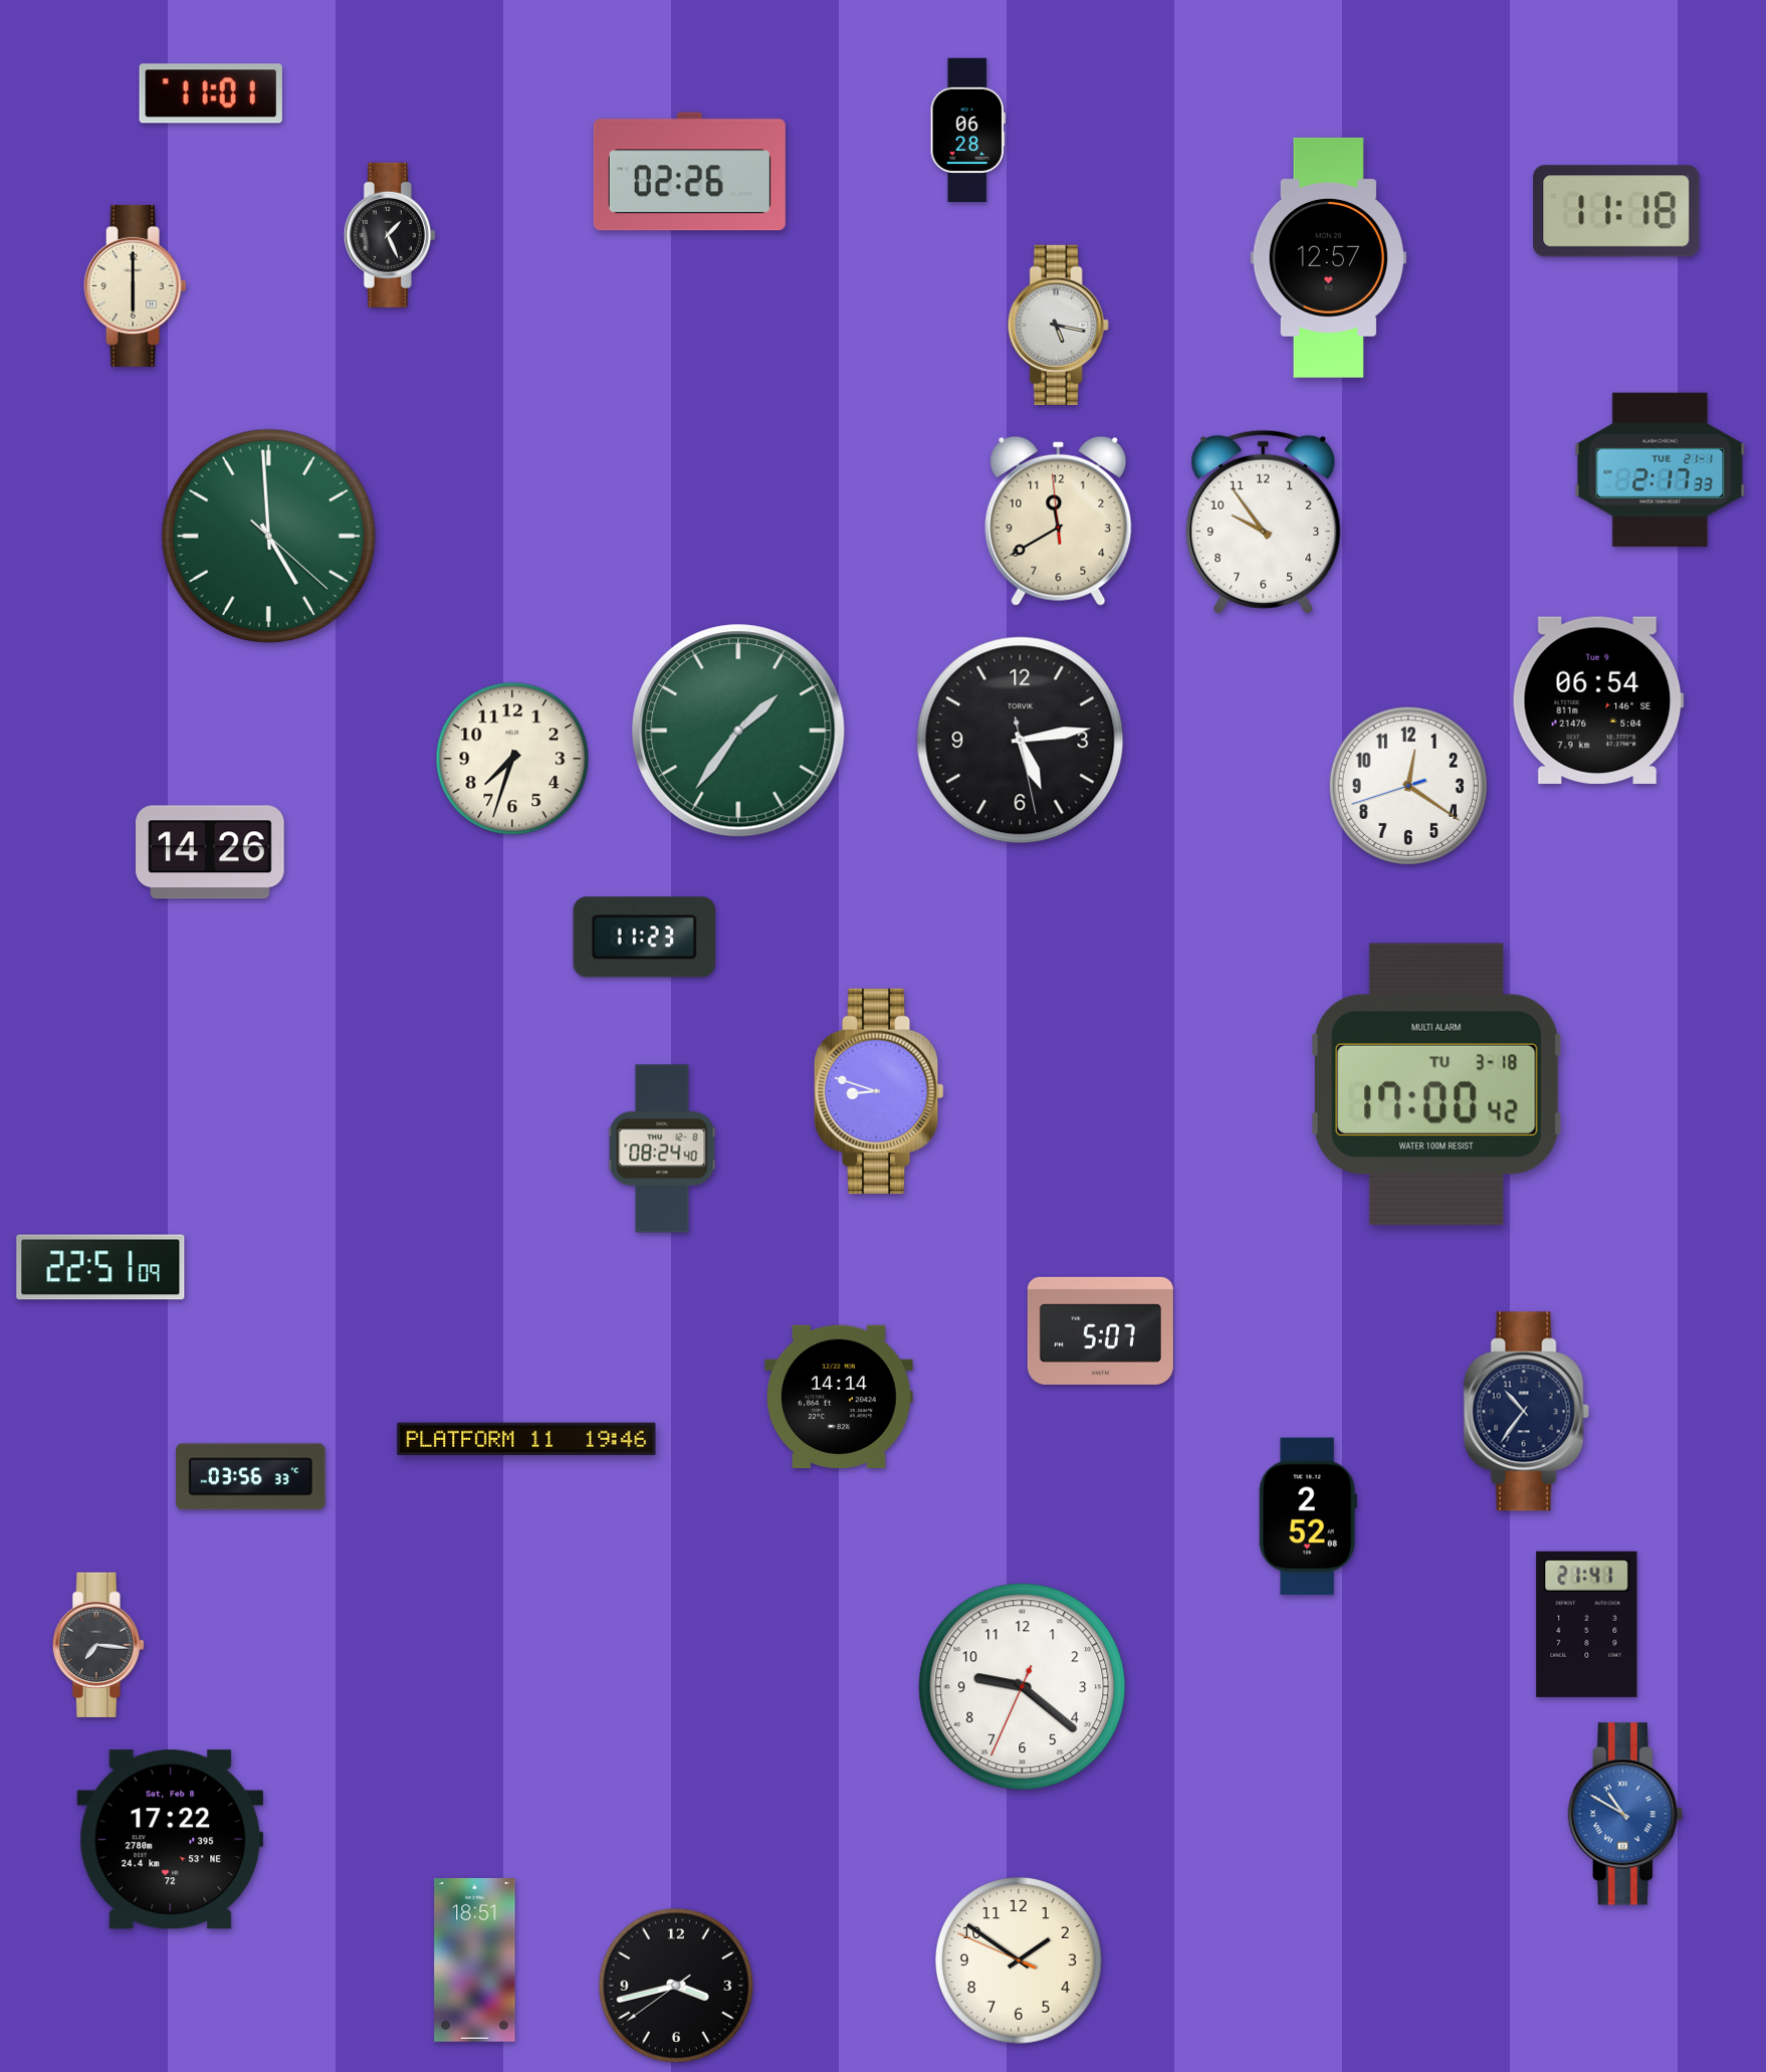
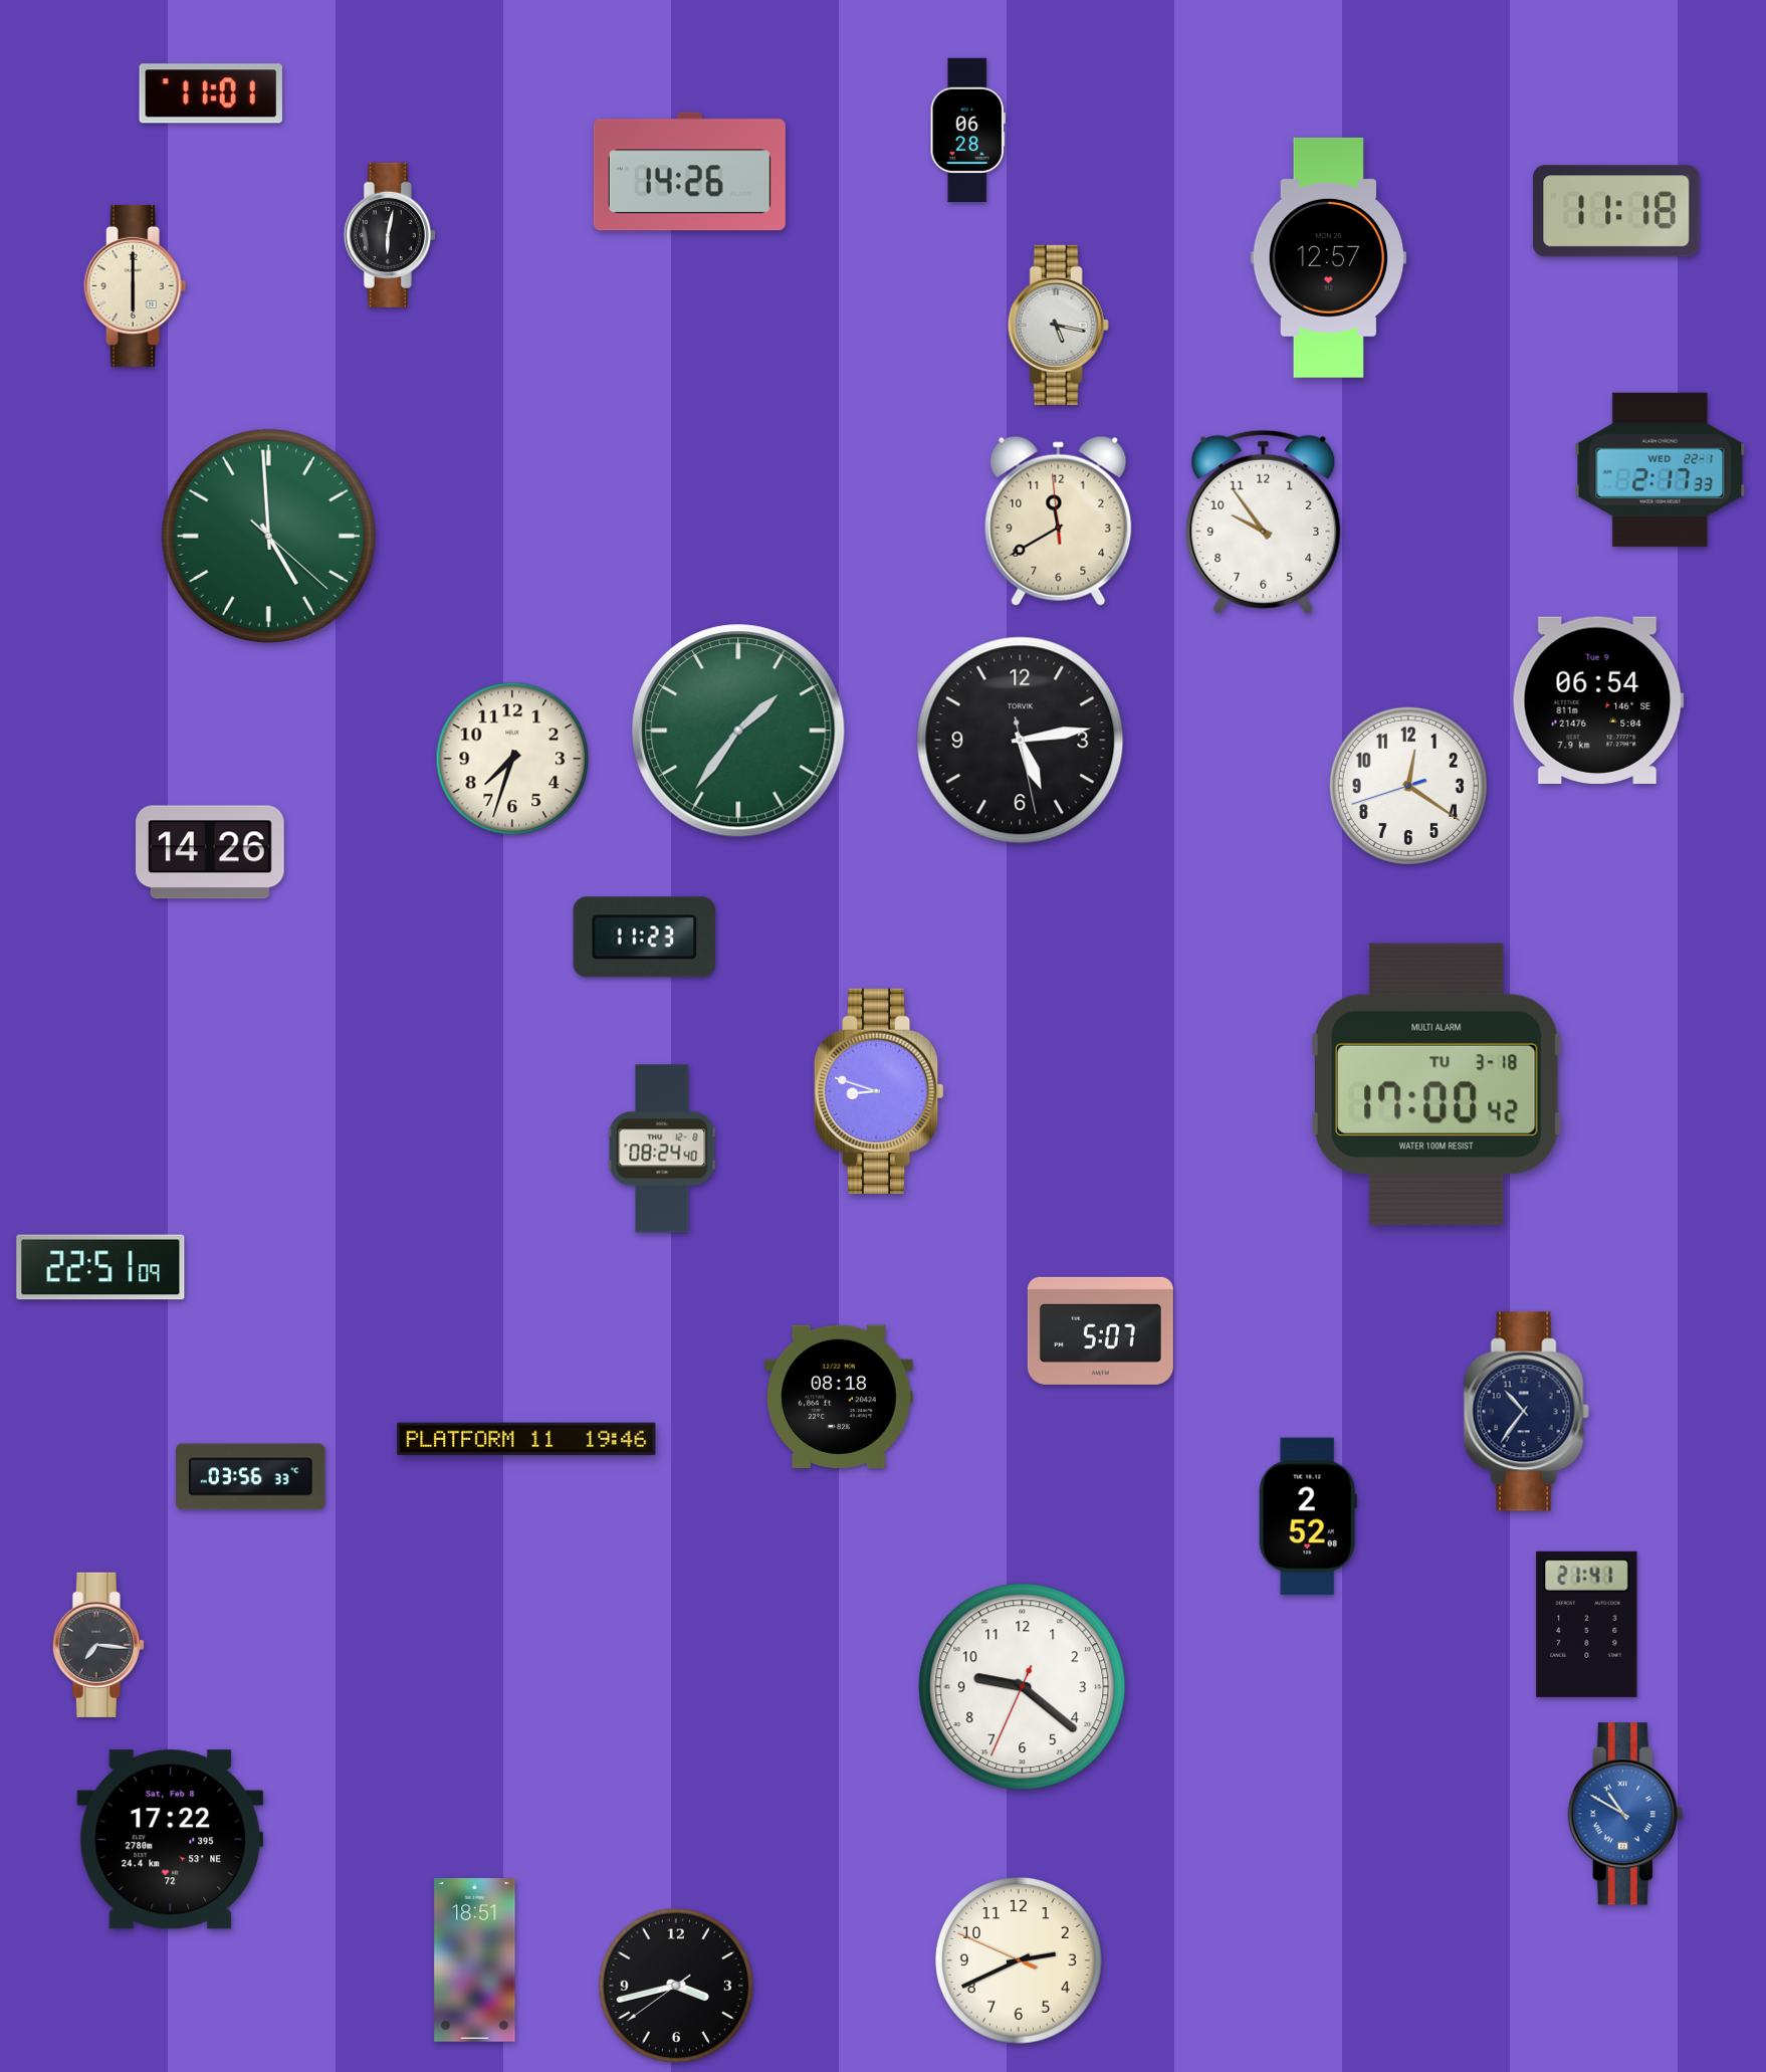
clock at (689, 172): 02:26 -> 14:26
clock at (390, 235): 1:26 -> 6:02
clock at (1661, 469) date: TUE 21-1 -> WED 22-1
clock at (840, 1397): 14:14 -> 08:18
clock at (1020, 1961): 1:50 -> 2:40
